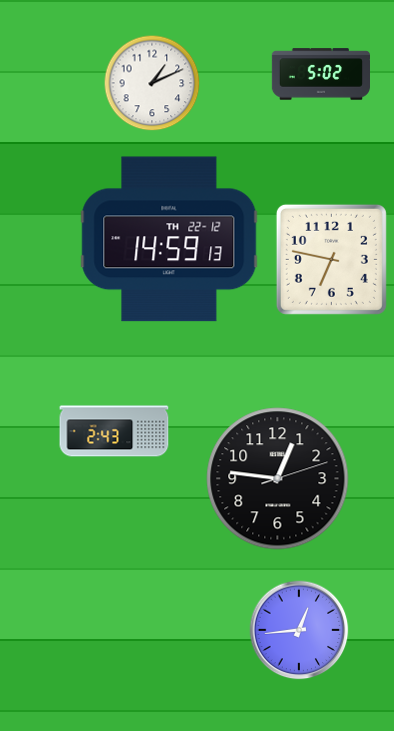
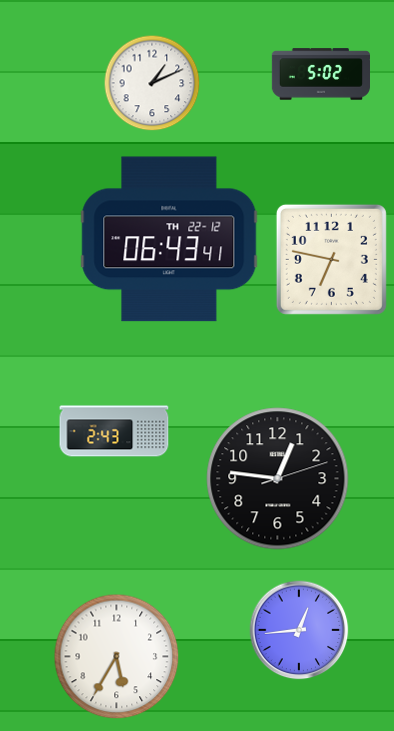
clock at (169, 239): 14:59 -> 06:43
clock at (117, 657): none -> 5:35
